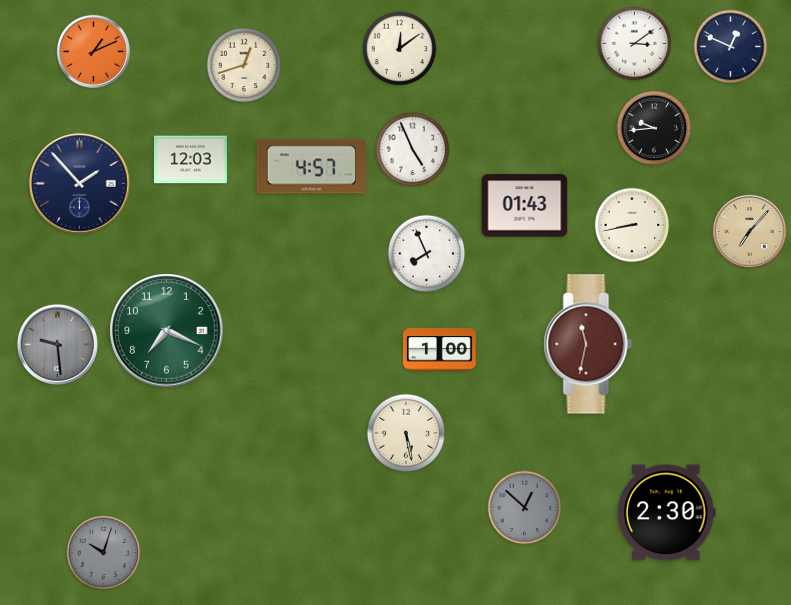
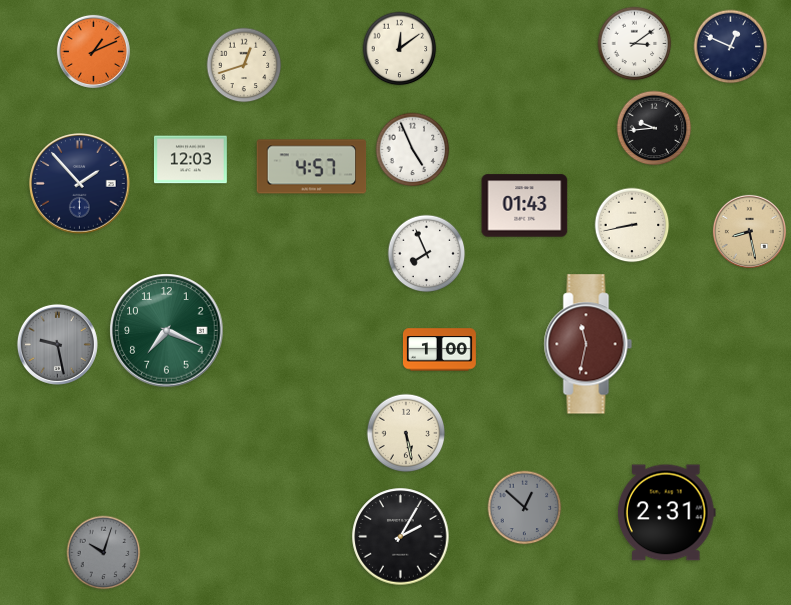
clock at (749, 231): 7:07 -> 8:28
clock at (57, 344): 9:29 -> 9:28
clock at (666, 513): 2:30 -> 2:31
clock at (401, 537): none -> 2:05
